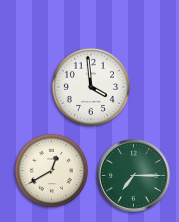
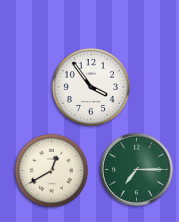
clock at (91, 87): 3:59 -> 3:54
clock at (133, 175) position: (133, 175) -> (136, 169)
